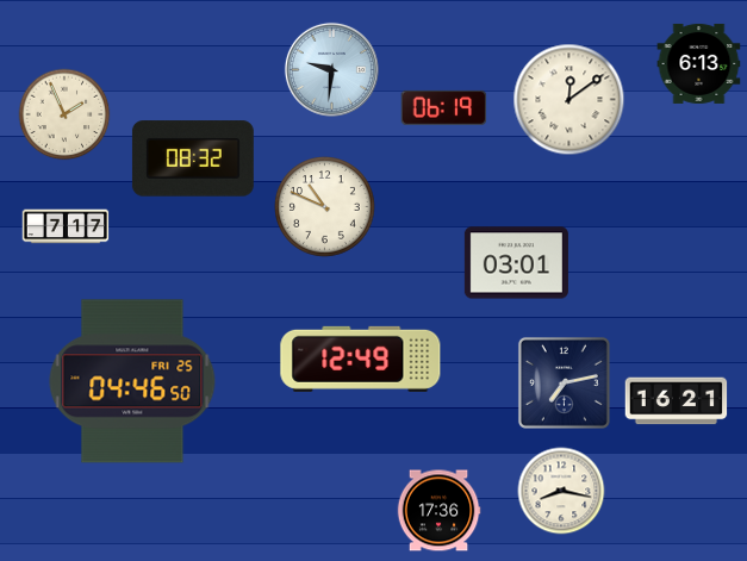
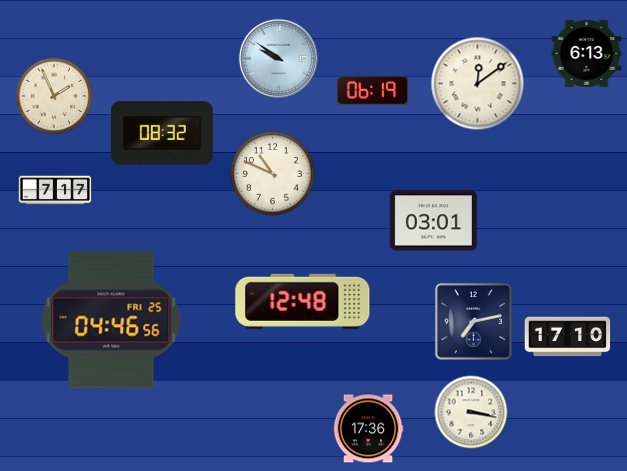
clock at (331, 69): 9:31 -> 9:51
clock at (361, 359): 12:49 -> 12:48
clock at (132, 381): 04:46:50 -> 04:46:56
clock at (677, 401): 16:21 -> 17:10
clock at (561, 491): 8:17 -> 3:17
